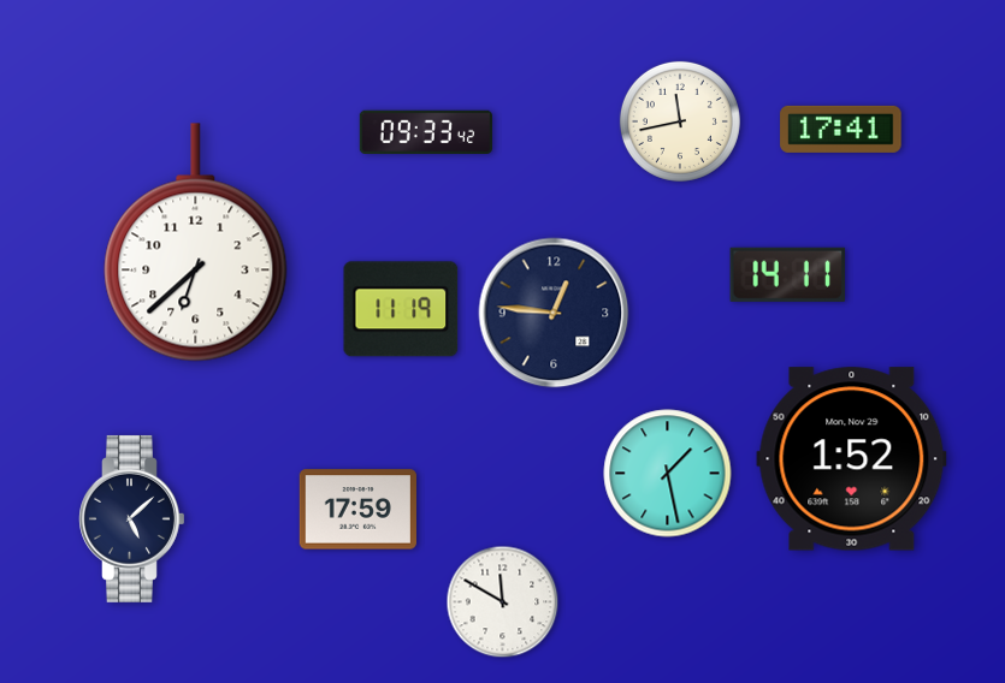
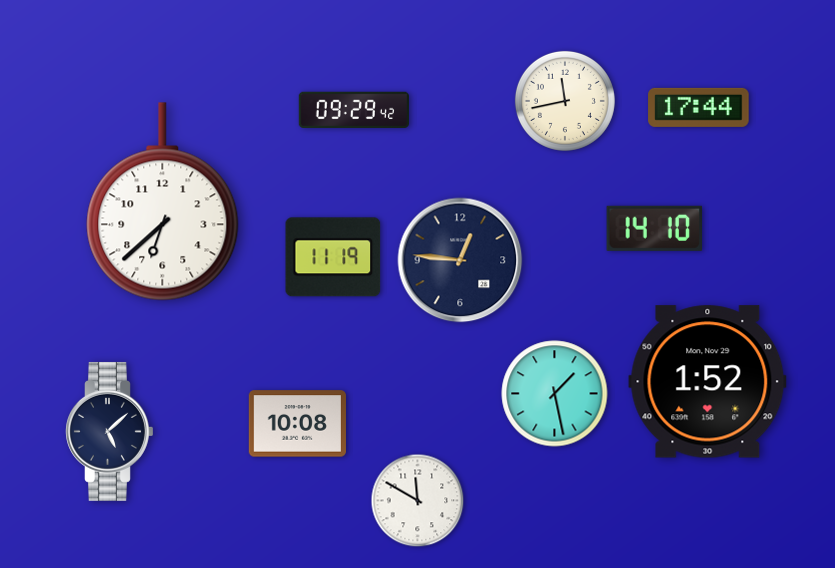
clock at (841, 129): 17:41 -> 17:44
clock at (426, 132): 09:33 -> 09:29
clock at (788, 274): 14:11 -> 14:10
clock at (357, 510): 17:59 -> 10:08
